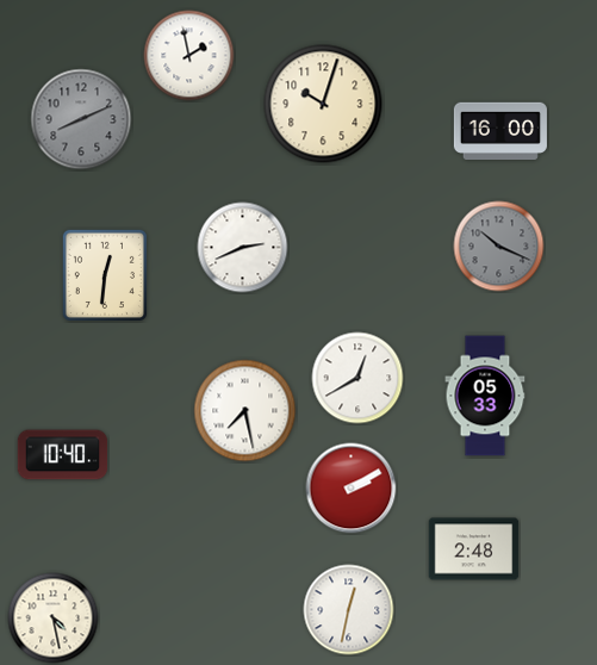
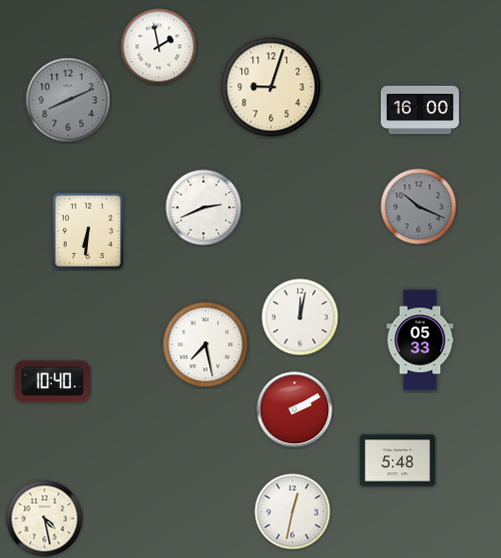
clock at (323, 104): 10:03 -> 9:03
clock at (104, 274): 12:31 -> 6:31
clock at (357, 378): 12:40 -> 12:02
clock at (485, 396) position: (485, 396) -> (420, 340)
clock at (474, 549): 2:48 -> 5:48
